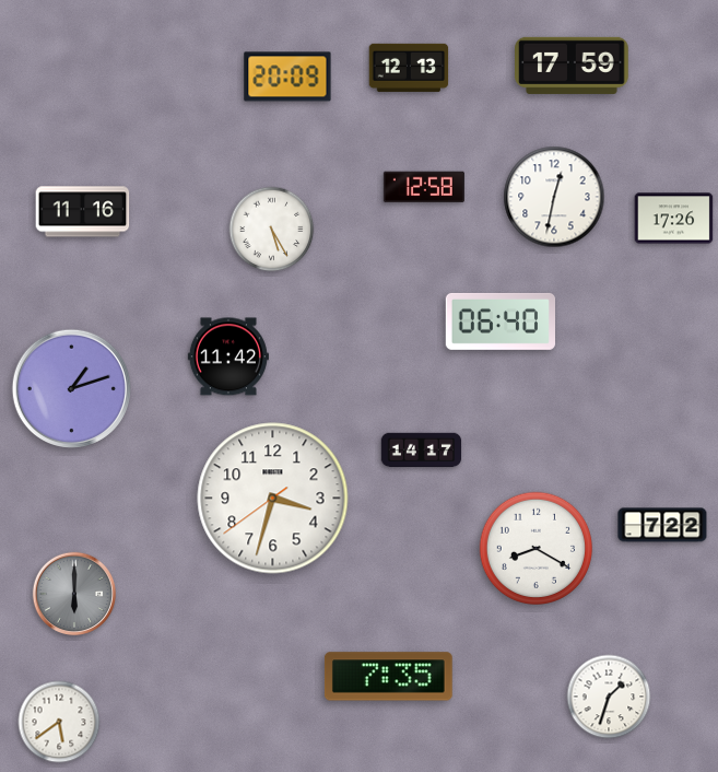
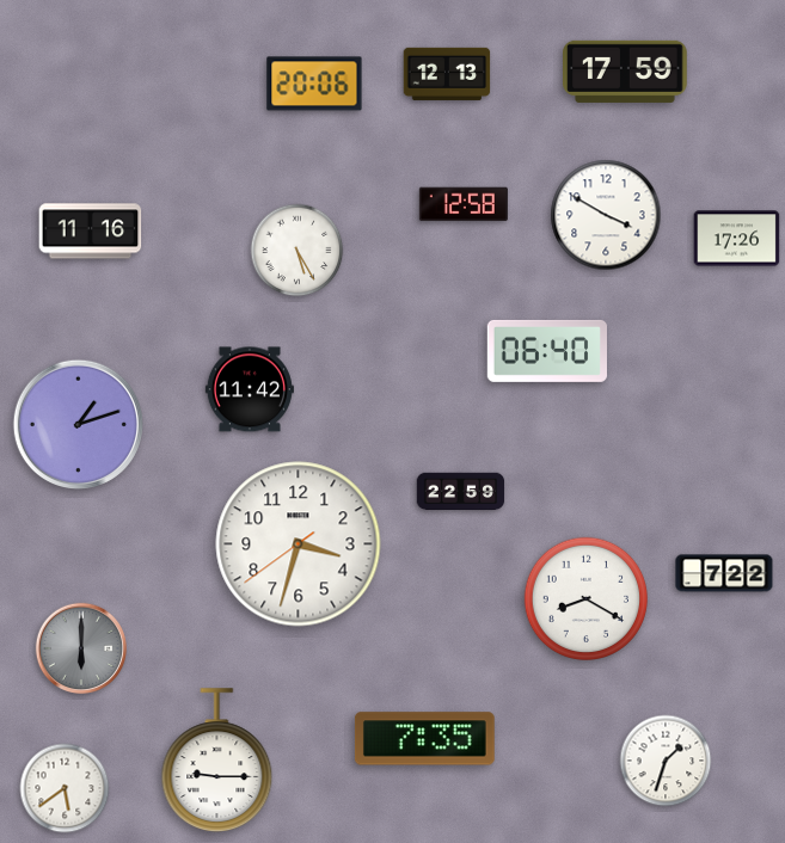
clock at (287, 77): 20:09 -> 20:06
clock at (554, 197): 12:32 -> 3:50
clock at (422, 451): 14:17 -> 22:59
clock at (217, 759): none -> 9:15
